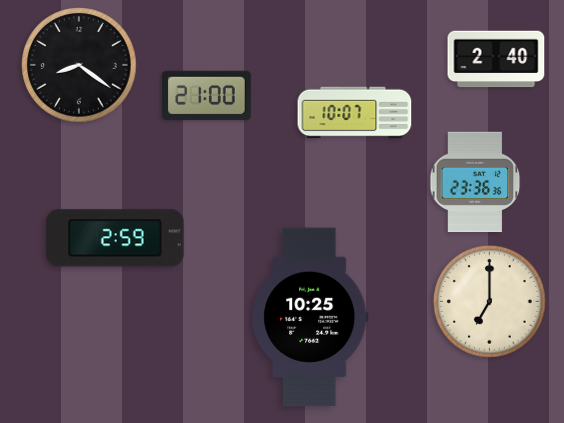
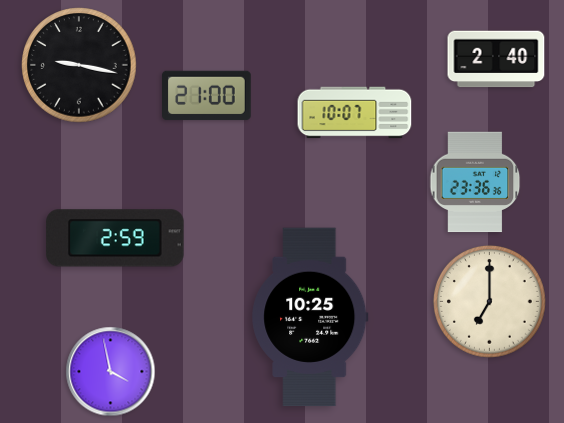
clock at (79, 65): 8:21 -> 9:17
clock at (111, 372): none -> 3:58
